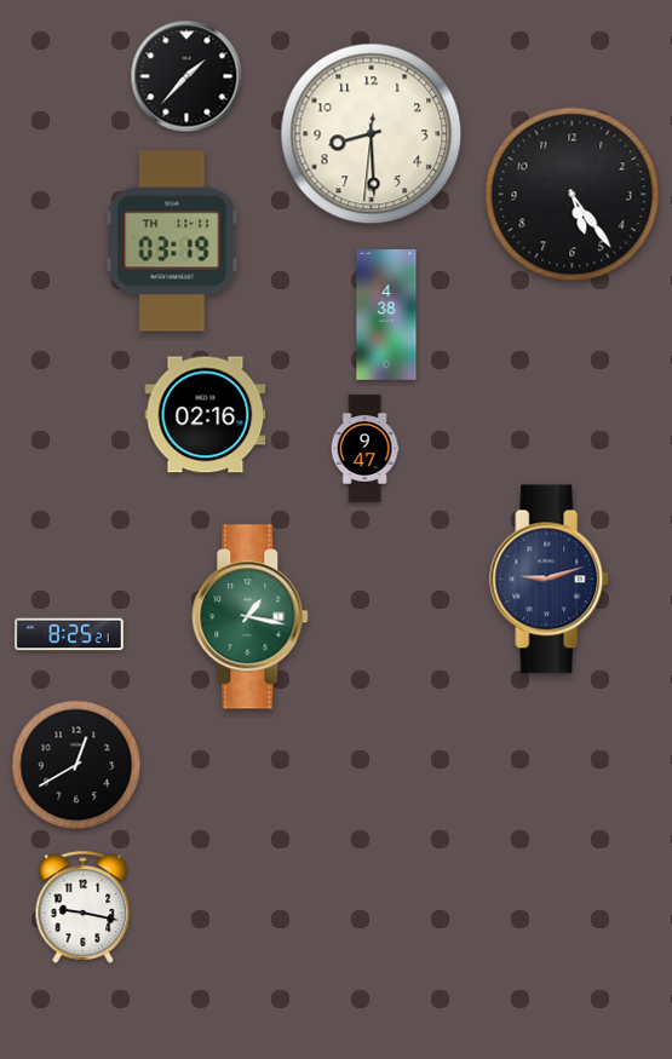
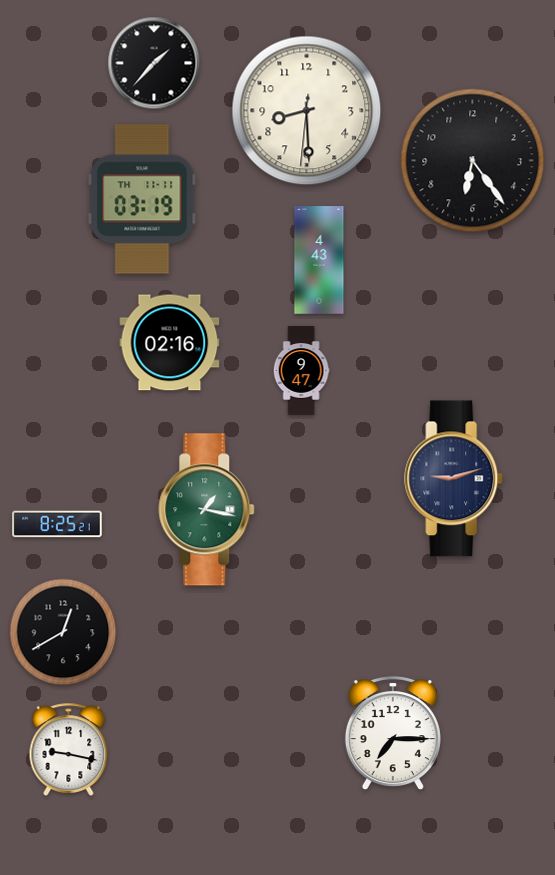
clock at (573, 195): 5:24 -> 6:24
clock at (386, 315): 4:38 -> 4:43
clock at (393, 733): none -> 7:15
